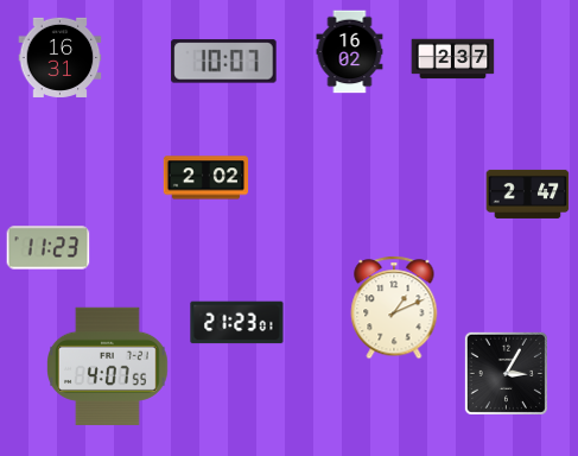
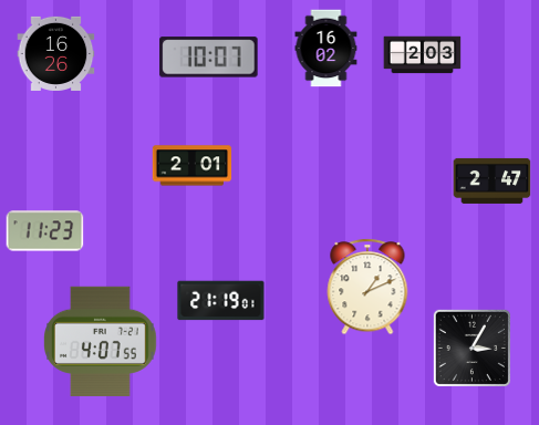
clock at (61, 57): 16:31 -> 16:26
clock at (453, 59): 2:37 -> 2:03
clock at (207, 178): 2:02 -> 2:01
clock at (237, 323): 21:23 -> 21:19
